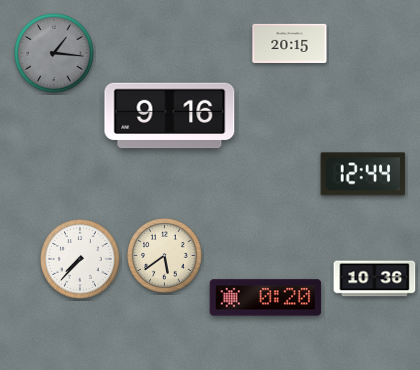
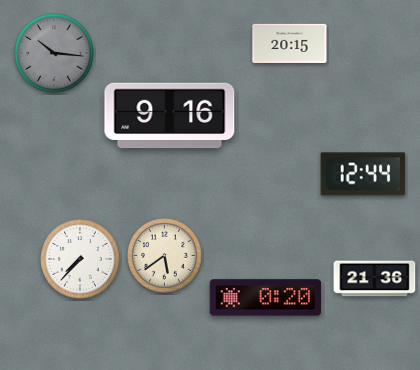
clock at (54, 53): 1:16 -> 10:16
clock at (375, 279): 10:36 -> 21:36
